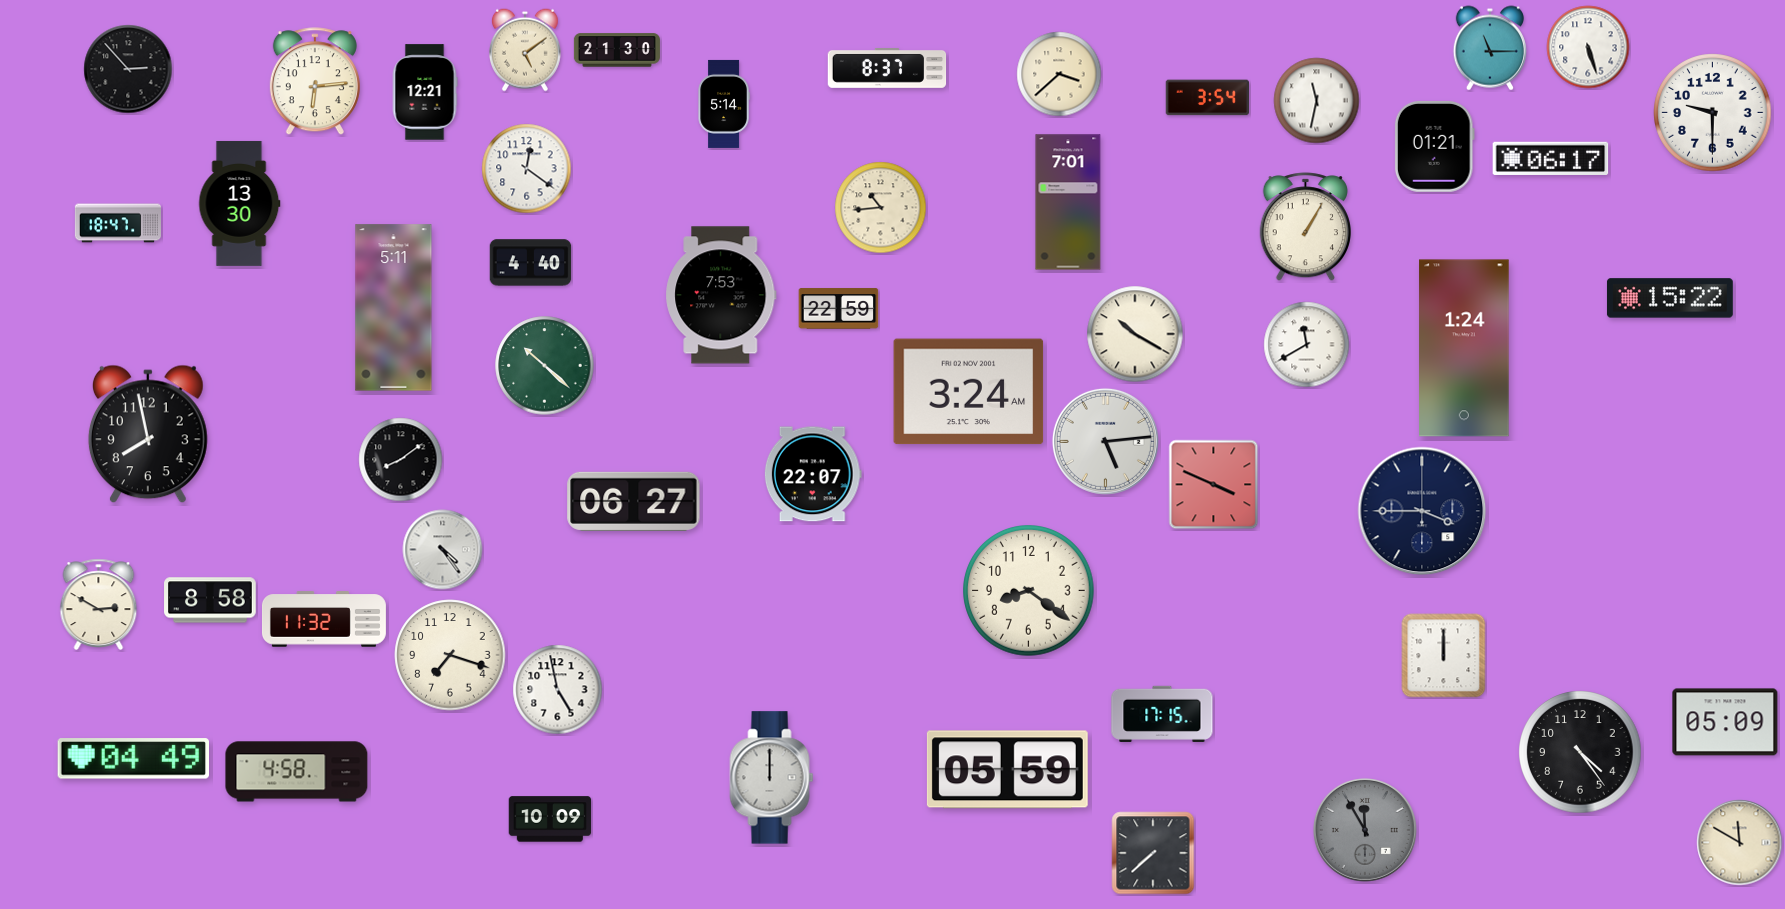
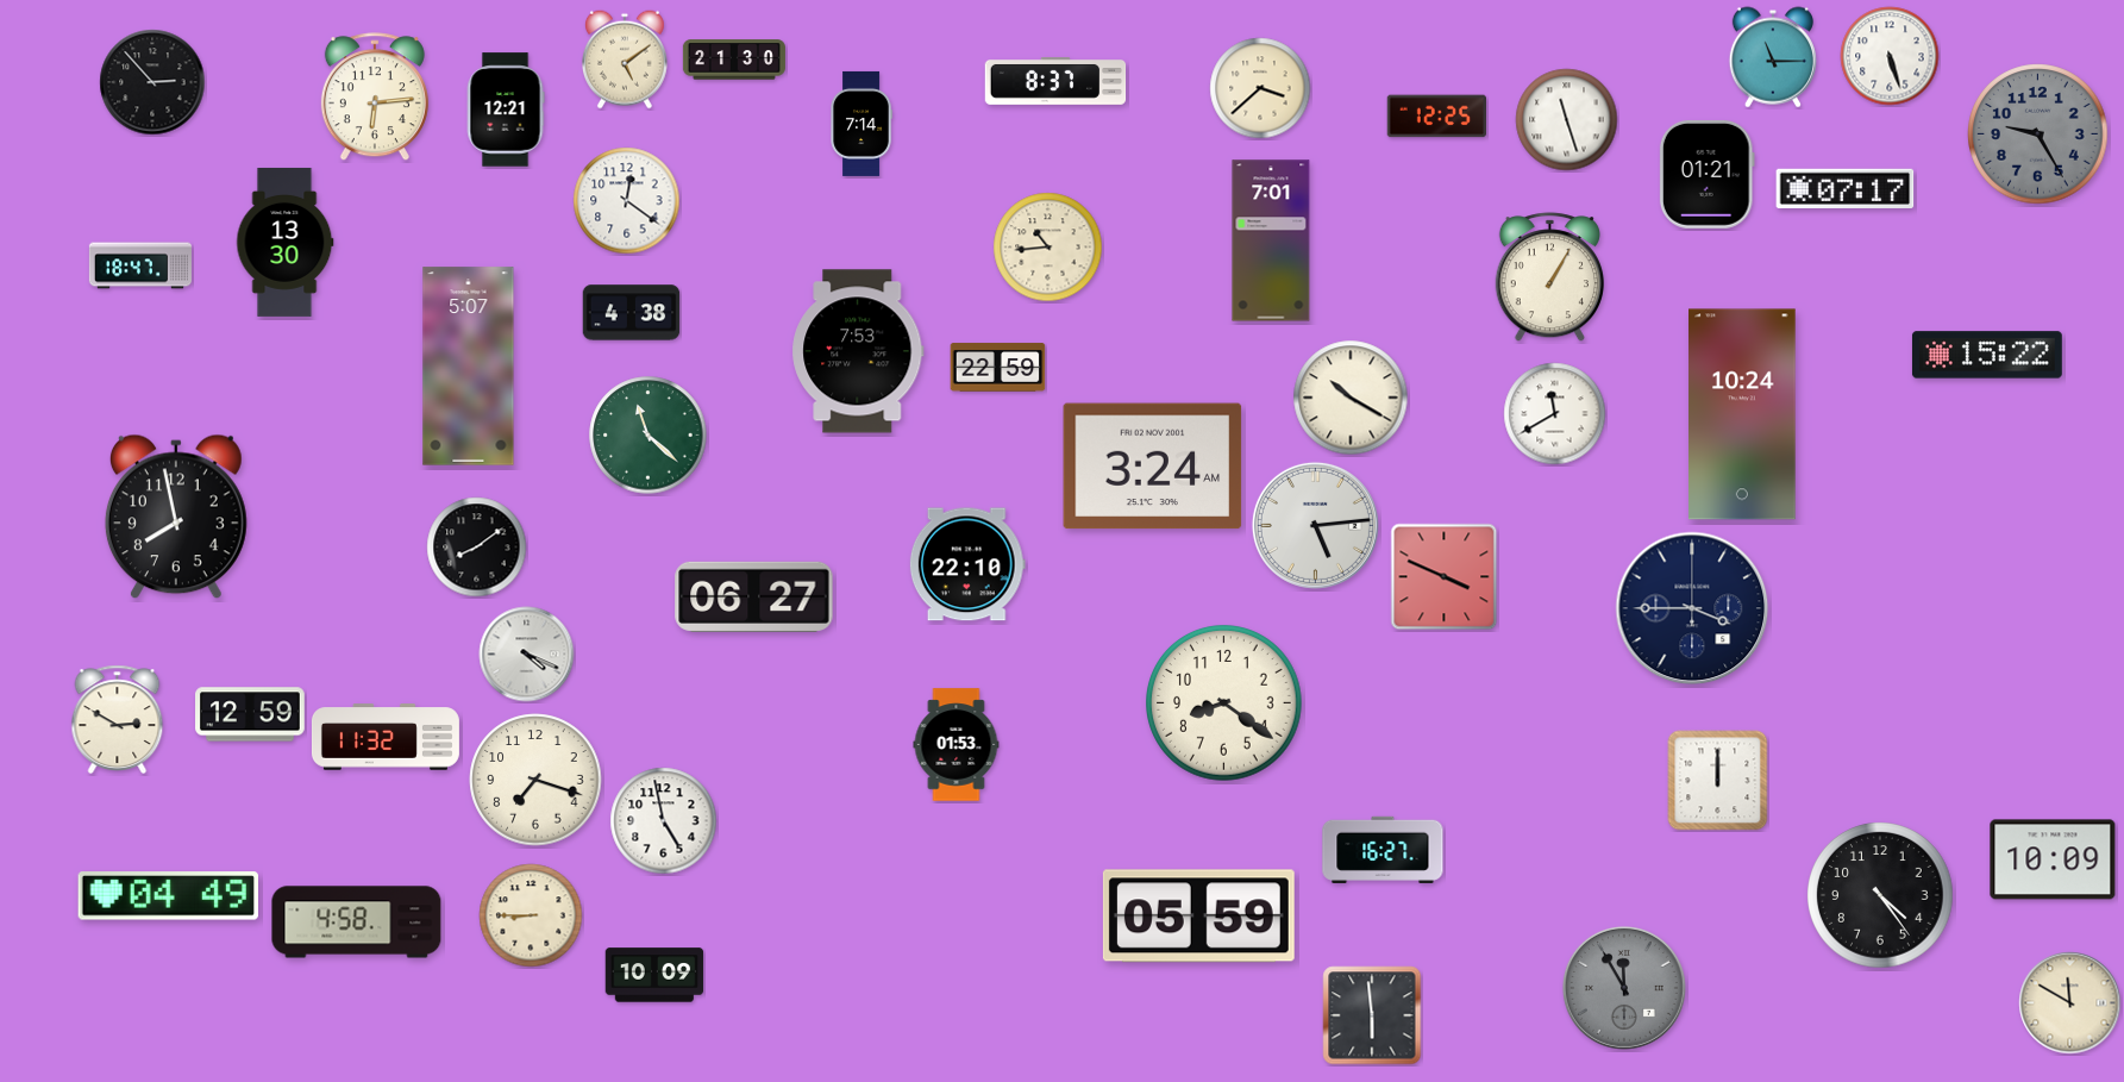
clock at (1207, 98): 3:54 -> 12:25
clock at (1317, 101): 11:32 -> 11:27
clock at (724, 104): 5:14 -> 7:14
clock at (1713, 113): 9:30 -> 9:25
clock at (1713, 113) dial: white -> grey
clock at (1551, 158): 06:17 -> 07:17
clock at (1305, 227) position: (1305, 227) -> (1549, 277)
clock at (531, 263): 4:40 -> 4:38
clock at (394, 308): 5:11 -> 5:07
clock at (1307, 345) position: (1307, 345) -> (1555, 414)
clock at (1464, 348): 1:24 -> 10:24
clock at (545, 366): 10:22 -> 11:22
clock at (813, 474): 22:07 -> 22:10
clock at (443, 550): 4:24 -> 4:19
clock at (210, 600): 8:58 -> 12:59
clock at (957, 745): none -> 01:53
clock at (1162, 714): 17:15 -> 16:27
clock at (1725, 722): 05:09 -> 10:09
clock at (133, 759) position: (133, 759) -> (168, 896)
clock at (531, 915): none -> 8:45
clock at (297, 772) position: (297, 772) -> (357, 922)
clock at (772, 778): 12:00 -> none
clock at (1153, 853): 7:38 -> 5:59
